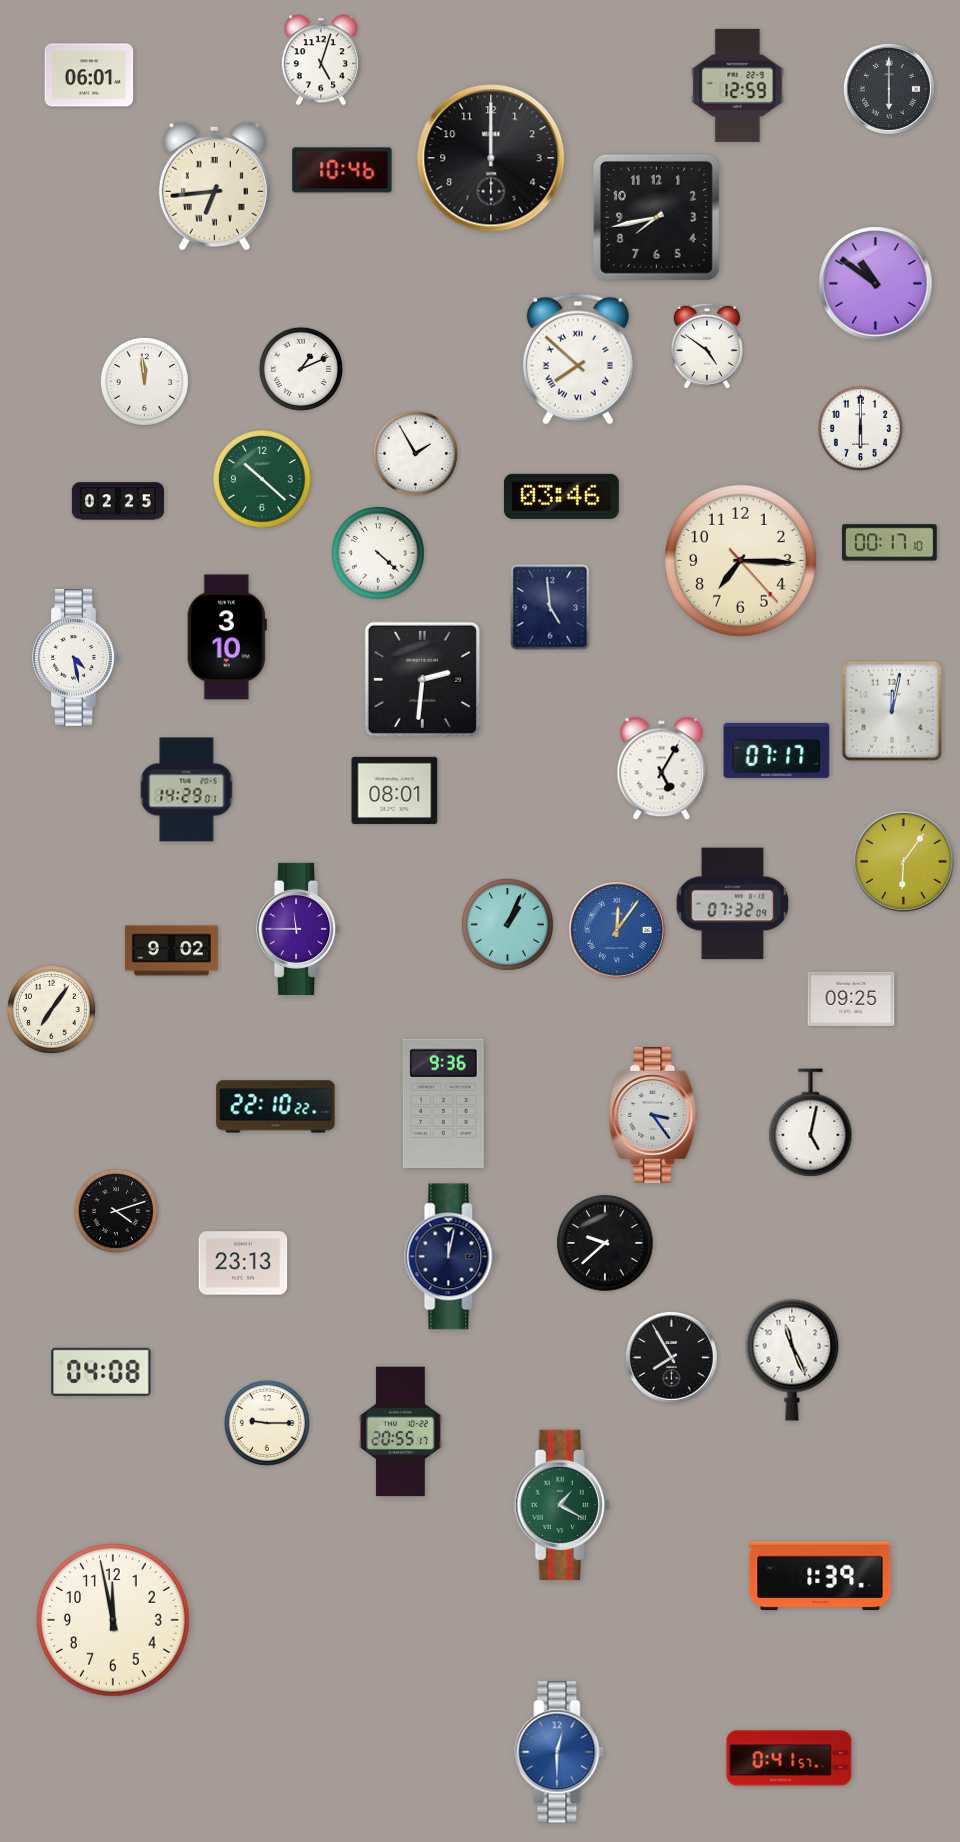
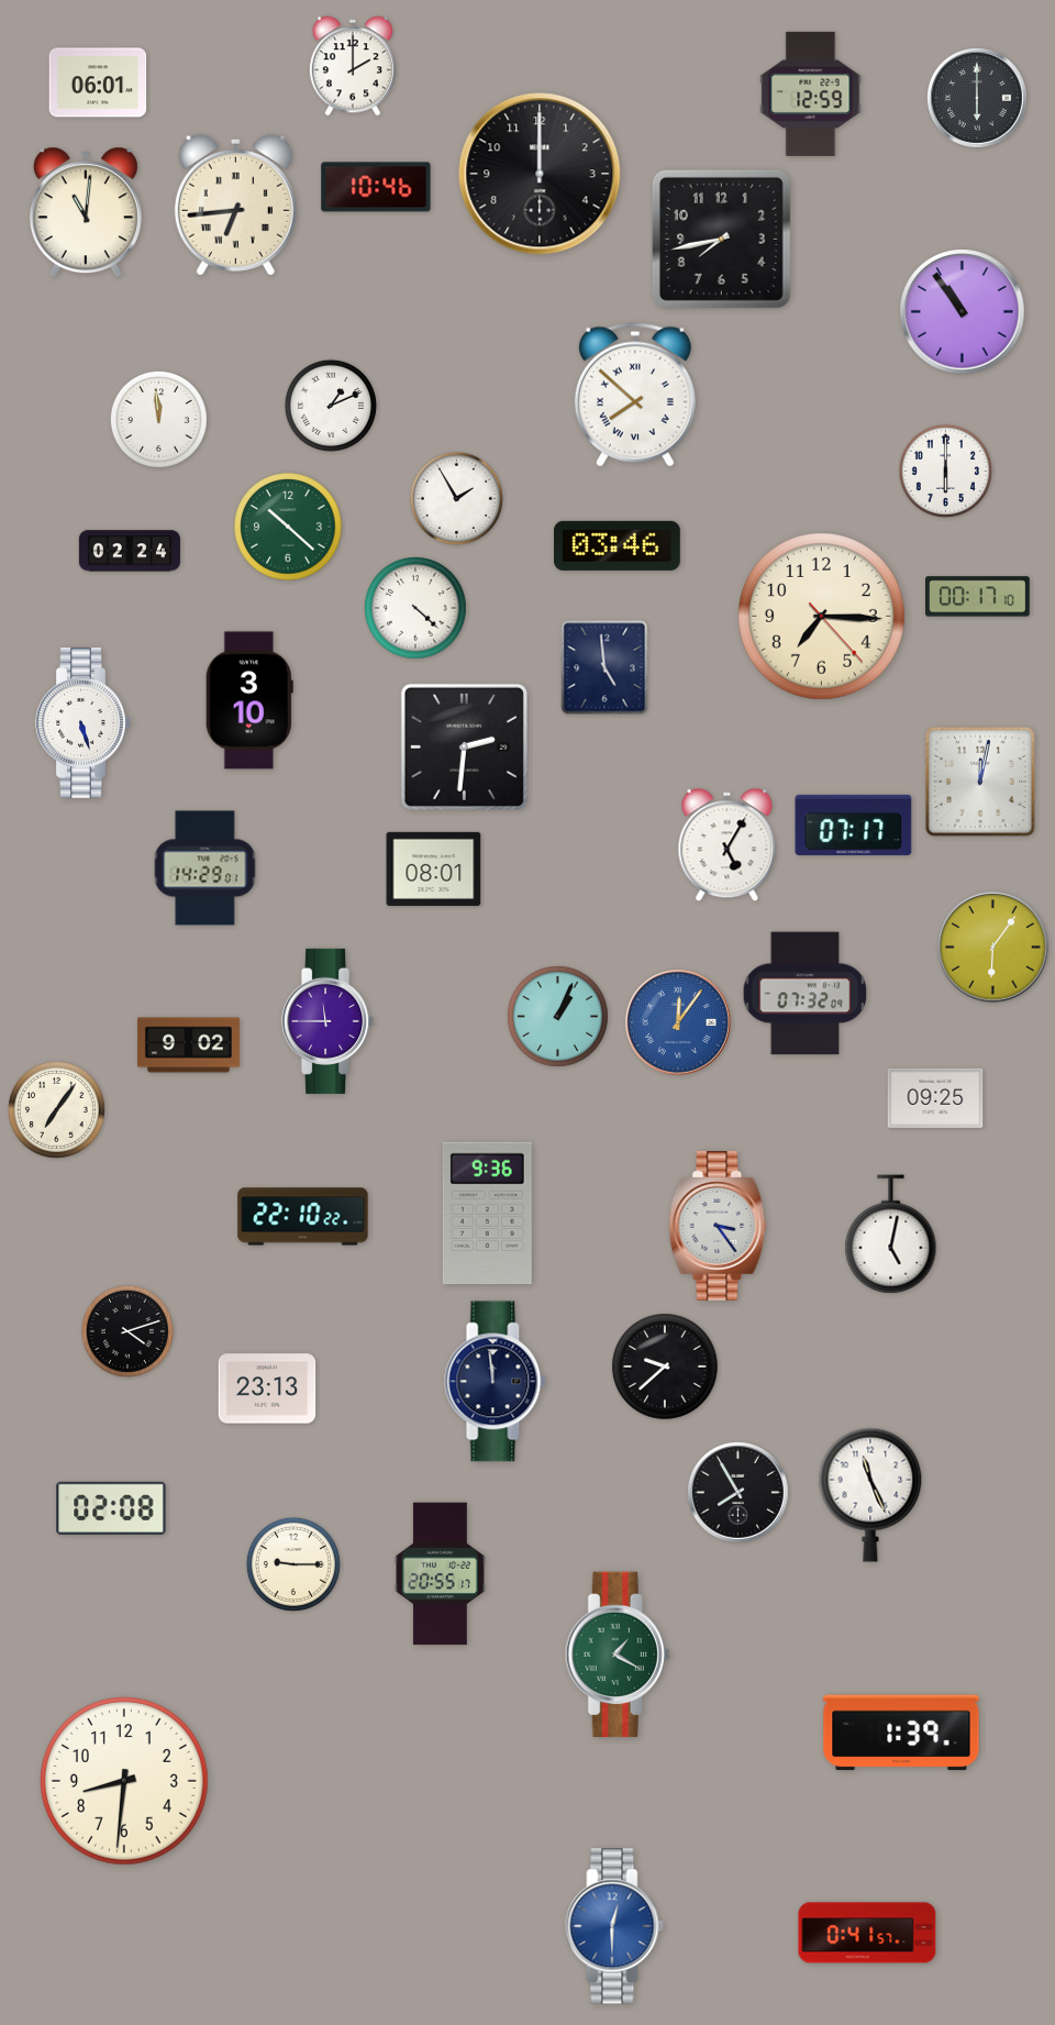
clock at (321, 60): 5:03 -> 2:00
clock at (86, 212): none -> 11:01
clock at (876, 284): 10:51 -> 10:54
clock at (707, 346): 4:51 -> none
clock at (118, 501): 02:25 -> 02:24
clock at (741, 561) position: (741, 561) -> (822, 617)
clock at (76, 658): 4:28 -> 5:27
clock at (451, 1257): 12:02 -> 11:59
clock at (101, 1372): 04:08 -> 02:08
clock at (114, 1621): 11:58 -> 8:31
